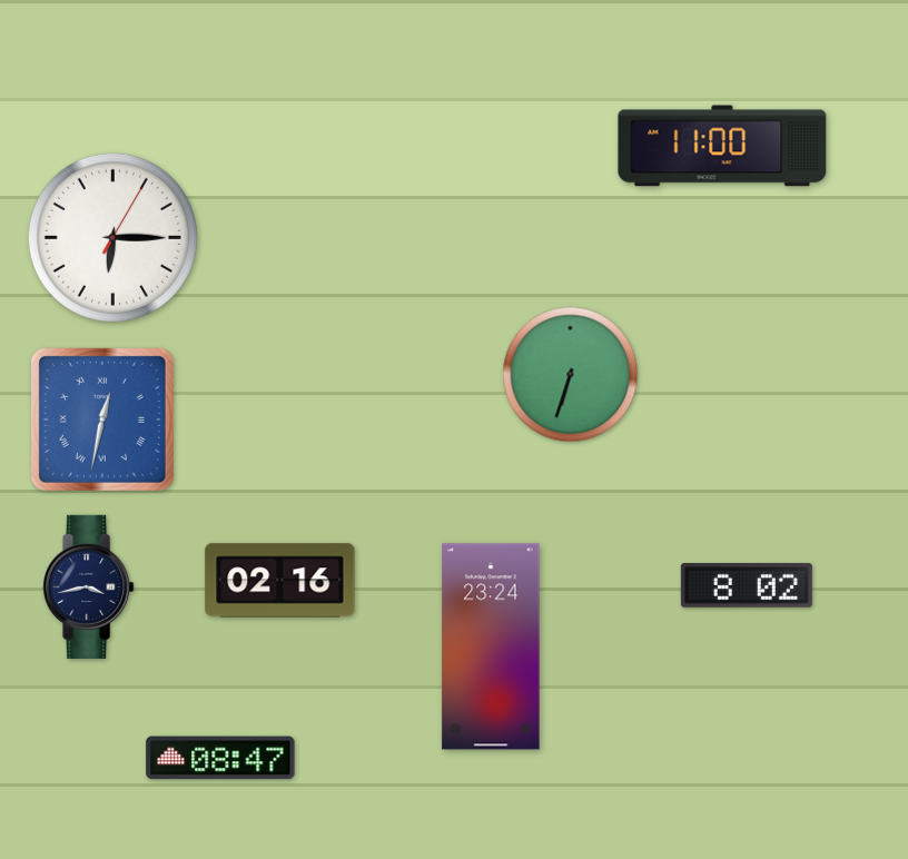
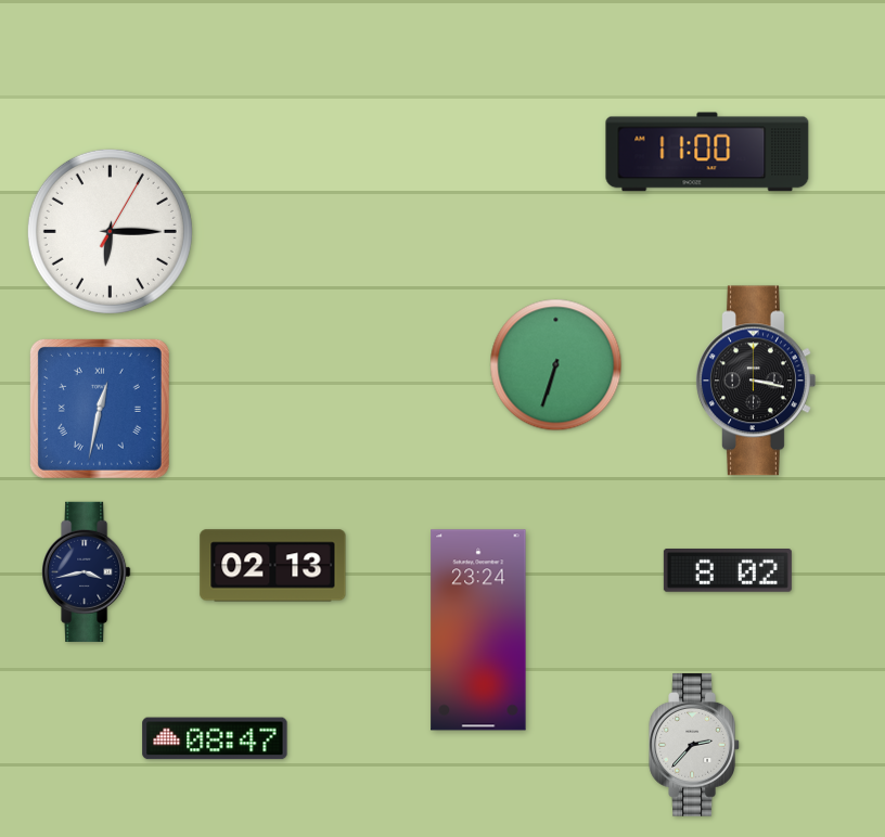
clock at (722, 146) position: (722, 146) -> (707, 152)
clock at (756, 381): none -> 3:17
clock at (280, 581): 02:16 -> 02:13
clock at (694, 746): none -> 2:37
